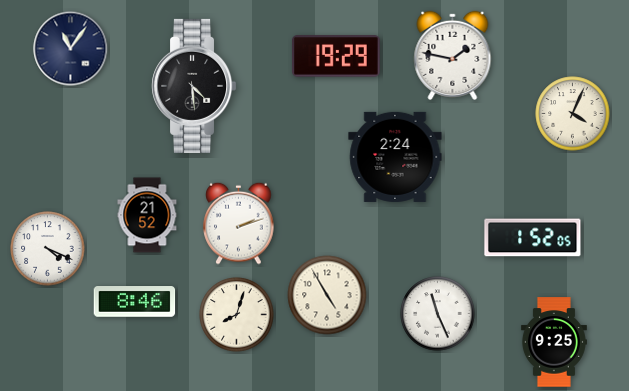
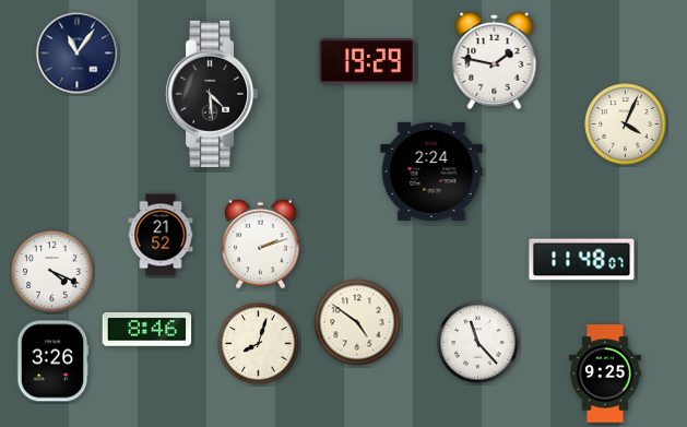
clock at (533, 238): 1:52 -> 11:48
clock at (327, 295): 4:55 -> 4:51
clock at (438, 314): 11:26 -> 11:23
clock at (52, 361): none -> 3:26
